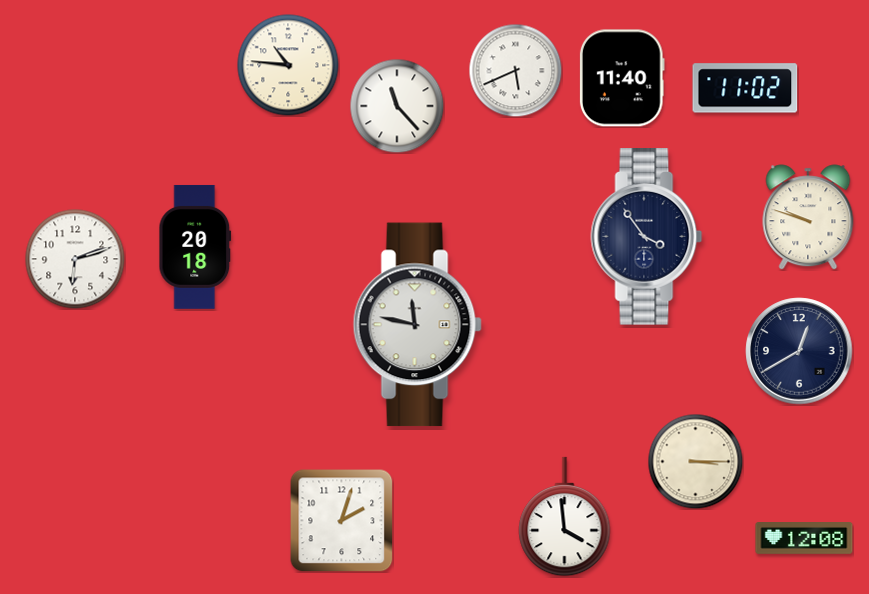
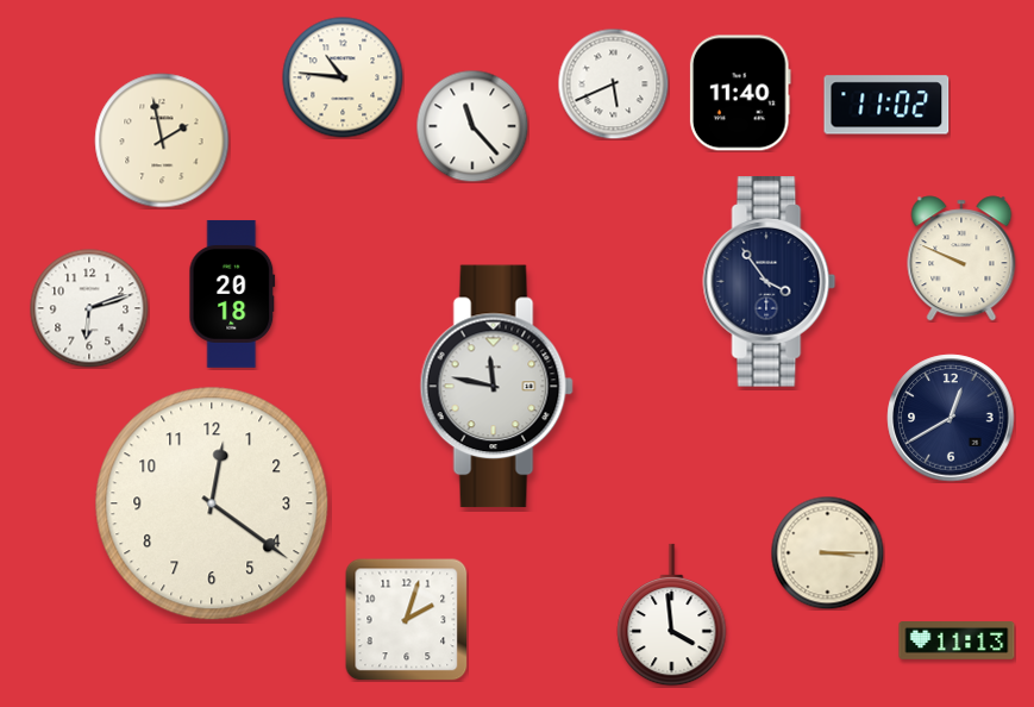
clock at (162, 140): none -> 1:58
clock at (808, 217): 9:48 -> 9:49
clock at (212, 503): none -> 12:21
clock at (695, 461) position: (695, 461) -> (827, 552)
clock at (804, 539): 12:08 -> 11:13
